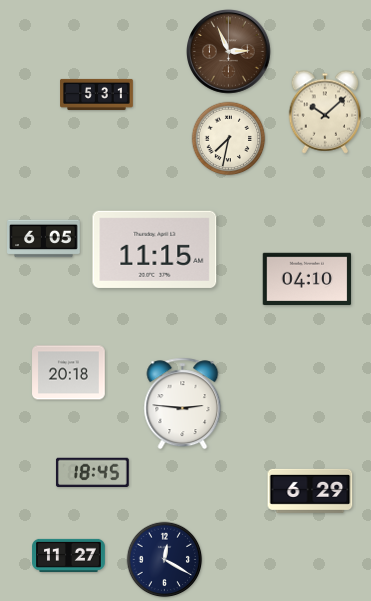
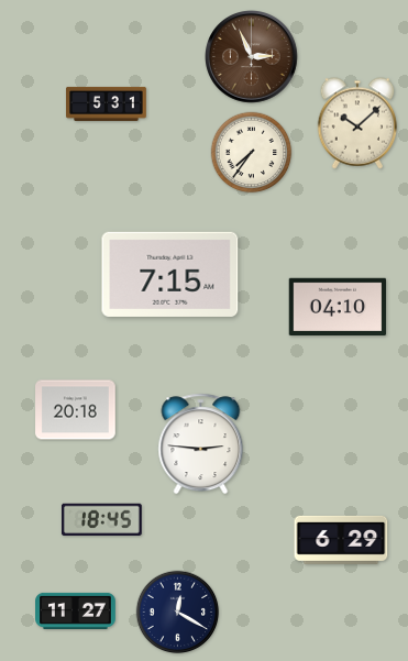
clock at (229, 139): 7:32 -> 7:36
clock at (44, 239): 6:05 -> none
clock at (155, 249): 11:15 -> 7:15
clock at (165, 560) position: (165, 560) -> (178, 613)
